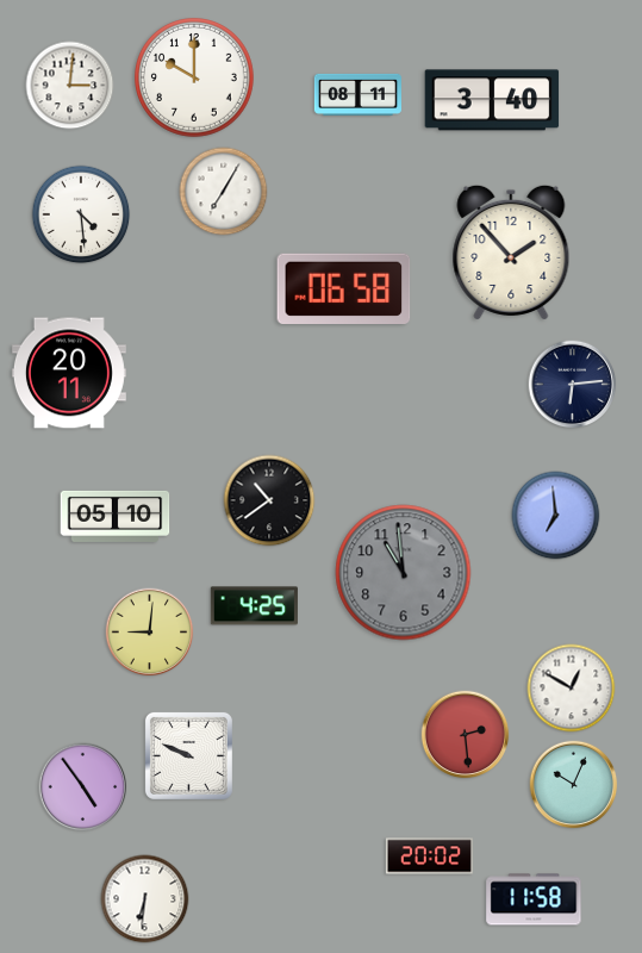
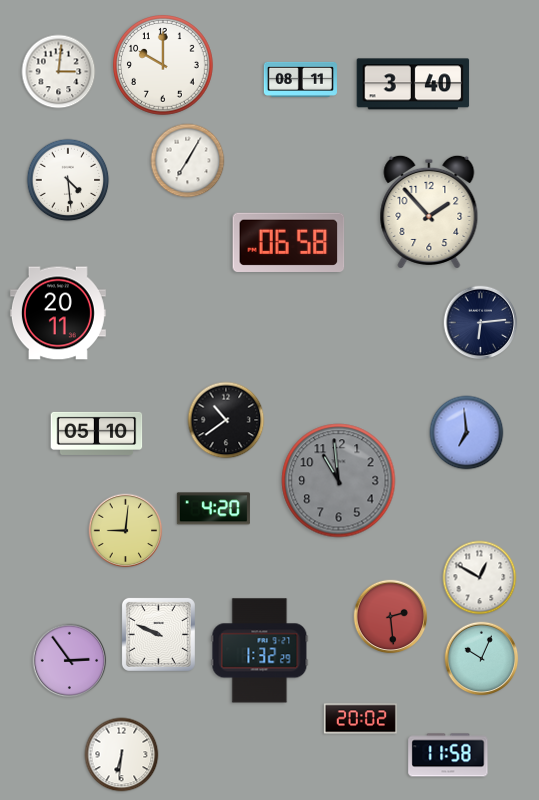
clock at (254, 606): 4:25 -> 4:20
clock at (260, 651): none -> 1:32
clock at (83, 787): 4:54 -> 2:54
